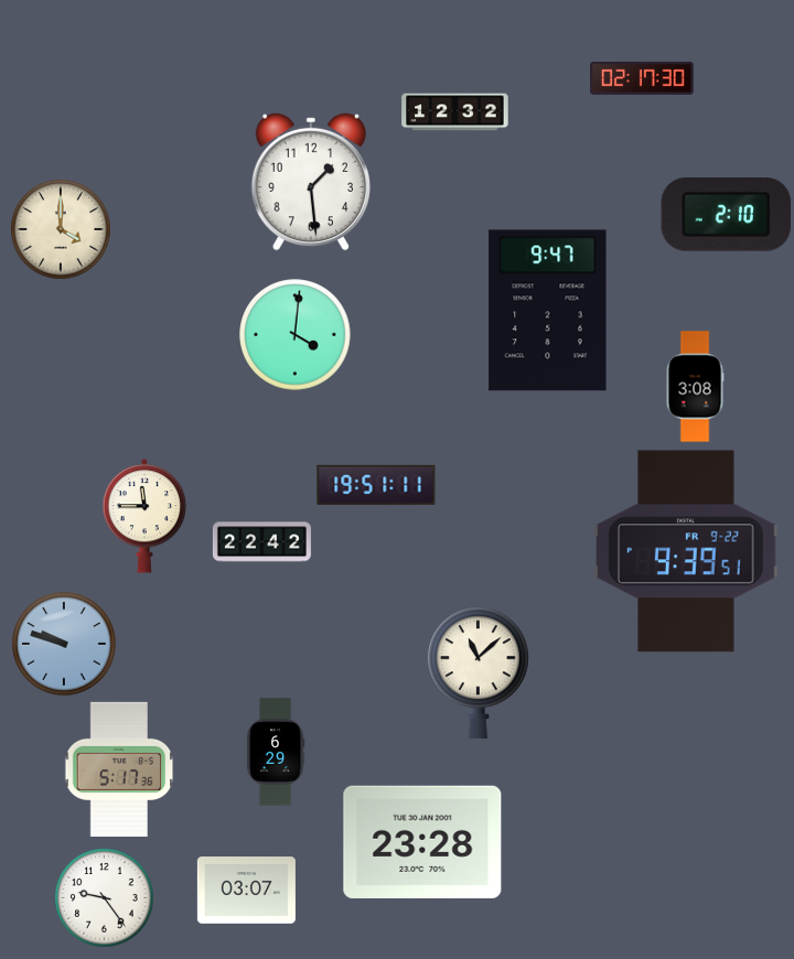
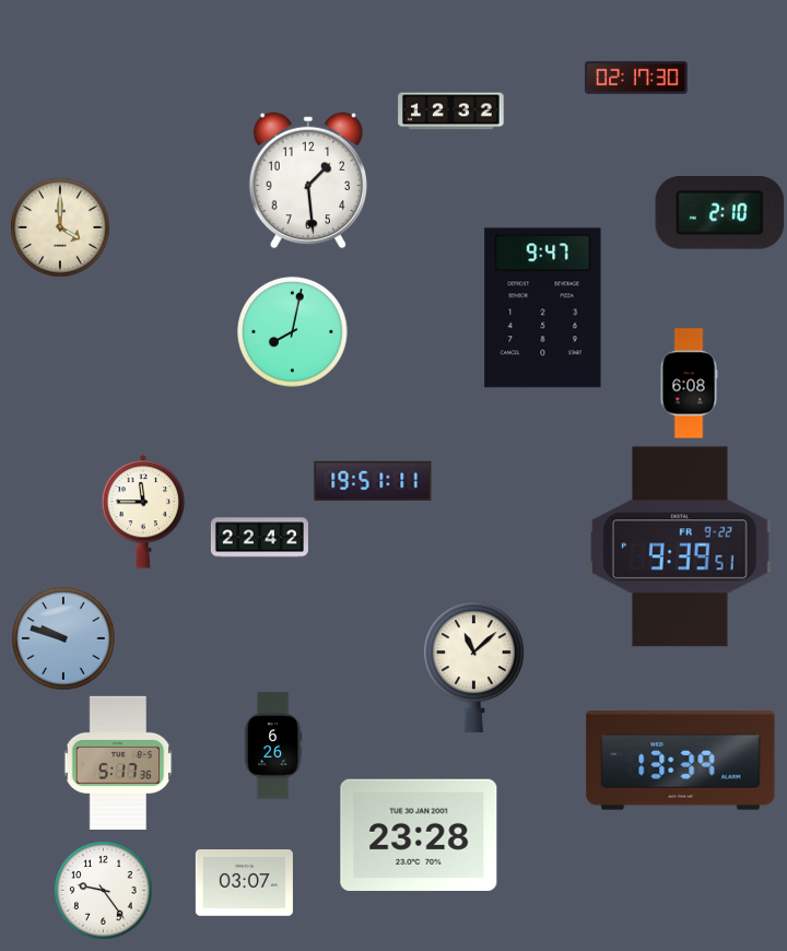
clock at (296, 335): 4:01 -> 8:02
clock at (695, 387): 3:08 -> 6:08
clock at (276, 752): 6:29 -> 6:26
clock at (681, 761): none -> 13:39
